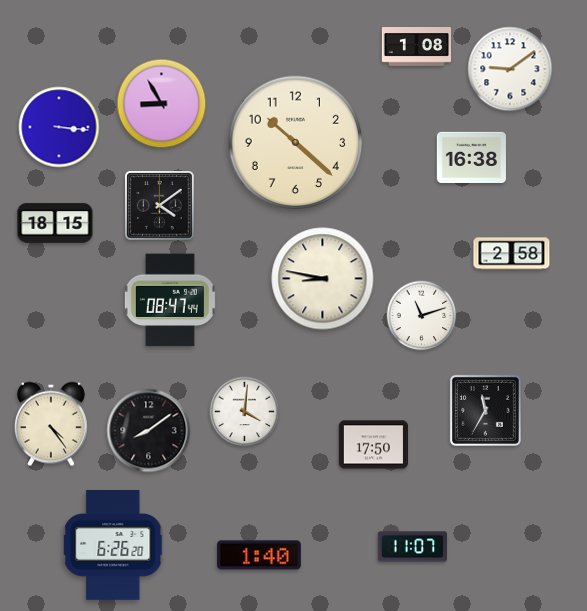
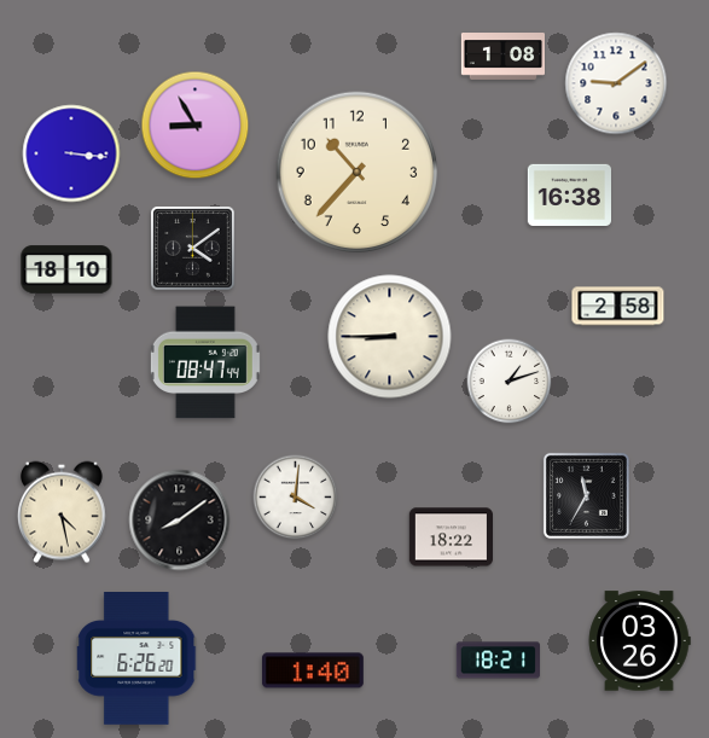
clock at (296, 143): 10:22 -> 10:37
clock at (471, 157) position: (471, 157) -> (569, 194)
clock at (55, 223): 18:15 -> 18:10
clock at (323, 279): 8:47 -> 8:45
clock at (422, 316): 11:12 -> 1:12
clock at (51, 424): 4:24 -> 4:28
clock at (373, 445): 17:50 -> 18:22
clock at (639, 641): none -> 03:26
clock at (412, 547): 11:07 -> 18:21
